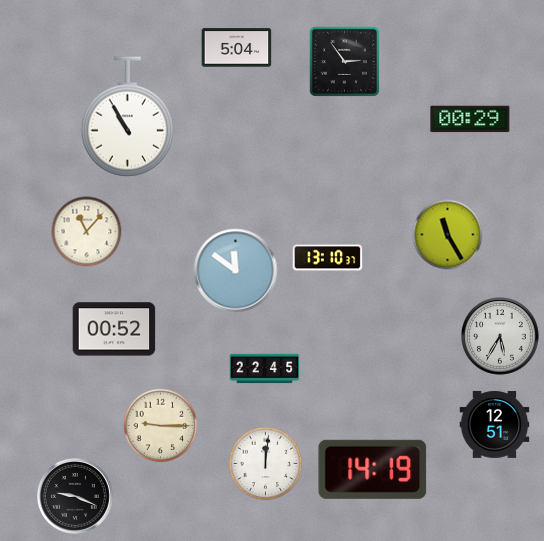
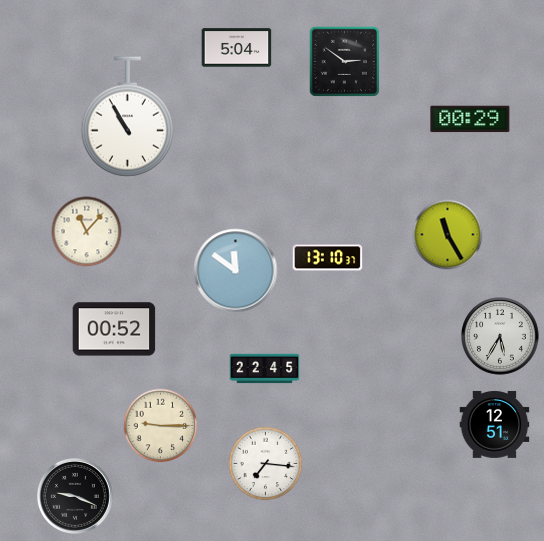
clock at (344, 61): 2:54 -> 2:51
clock at (266, 464): 12:01 -> 7:16
clock at (373, 469): 14:19 -> none
